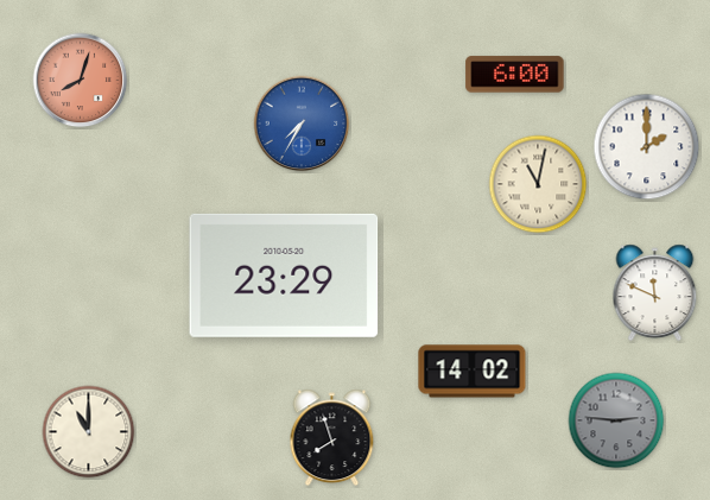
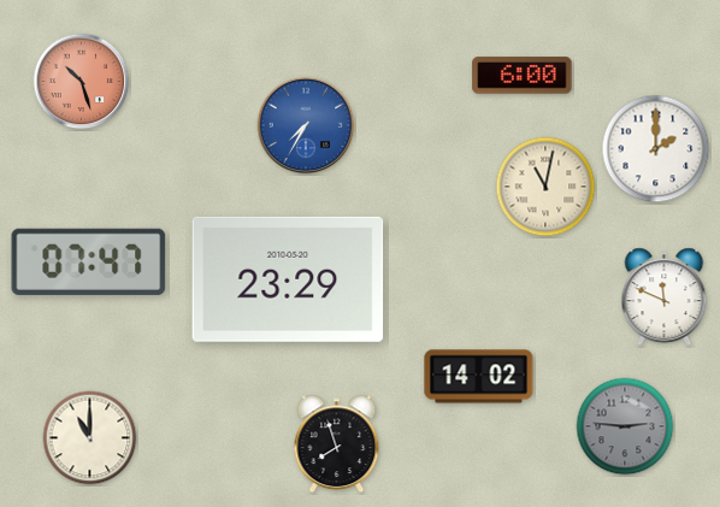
clock at (81, 81): 8:03 -> 10:27
clock at (89, 261): none -> 07:47
